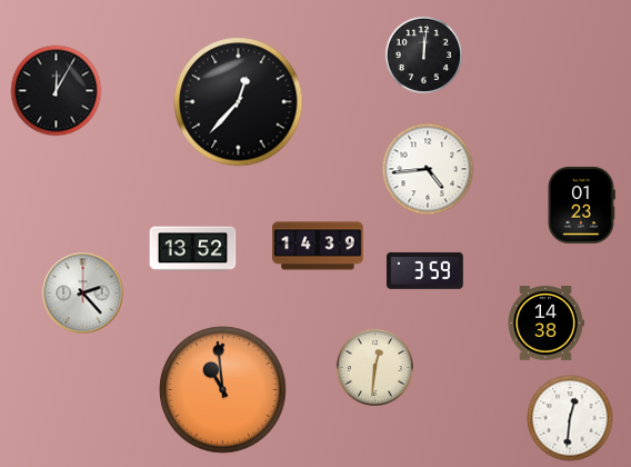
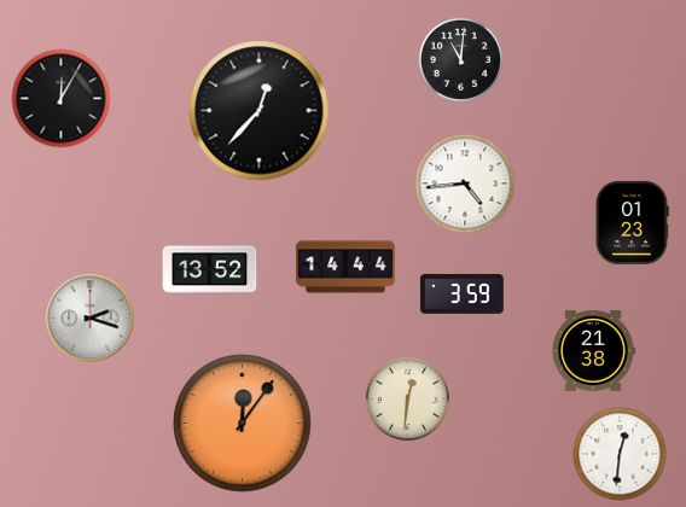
clock at (423, 54): 12:01 -> 11:01
clock at (318, 246): 14:39 -> 14:44
clock at (83, 294): 2:23 -> 2:18
clock at (545, 324): 14:38 -> 21:38
clock at (223, 390): 10:59 -> 12:06
